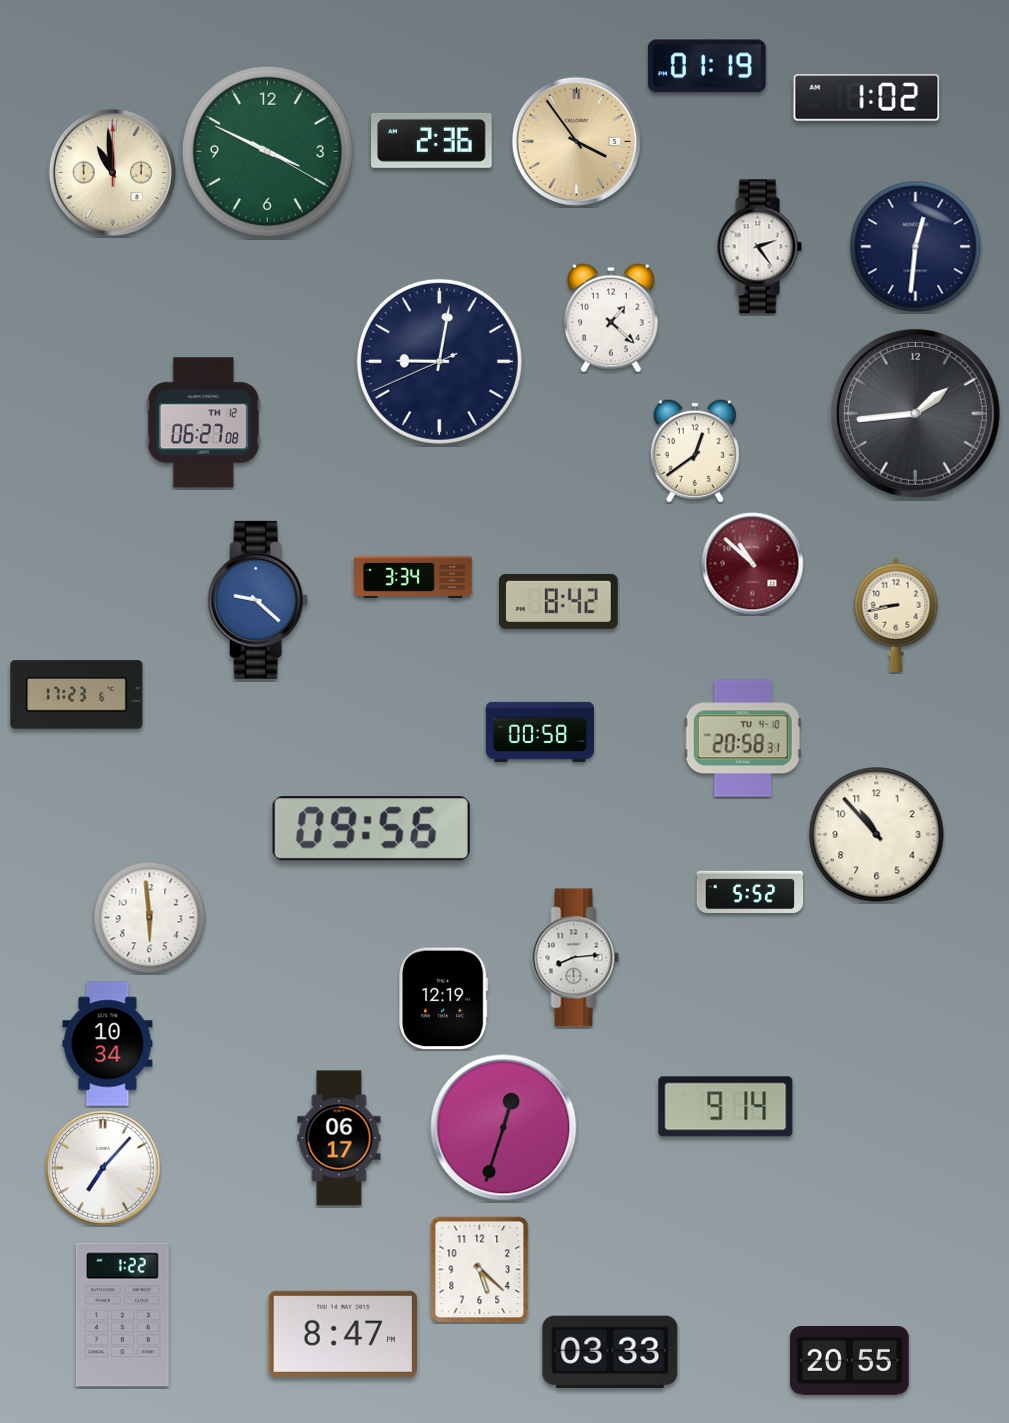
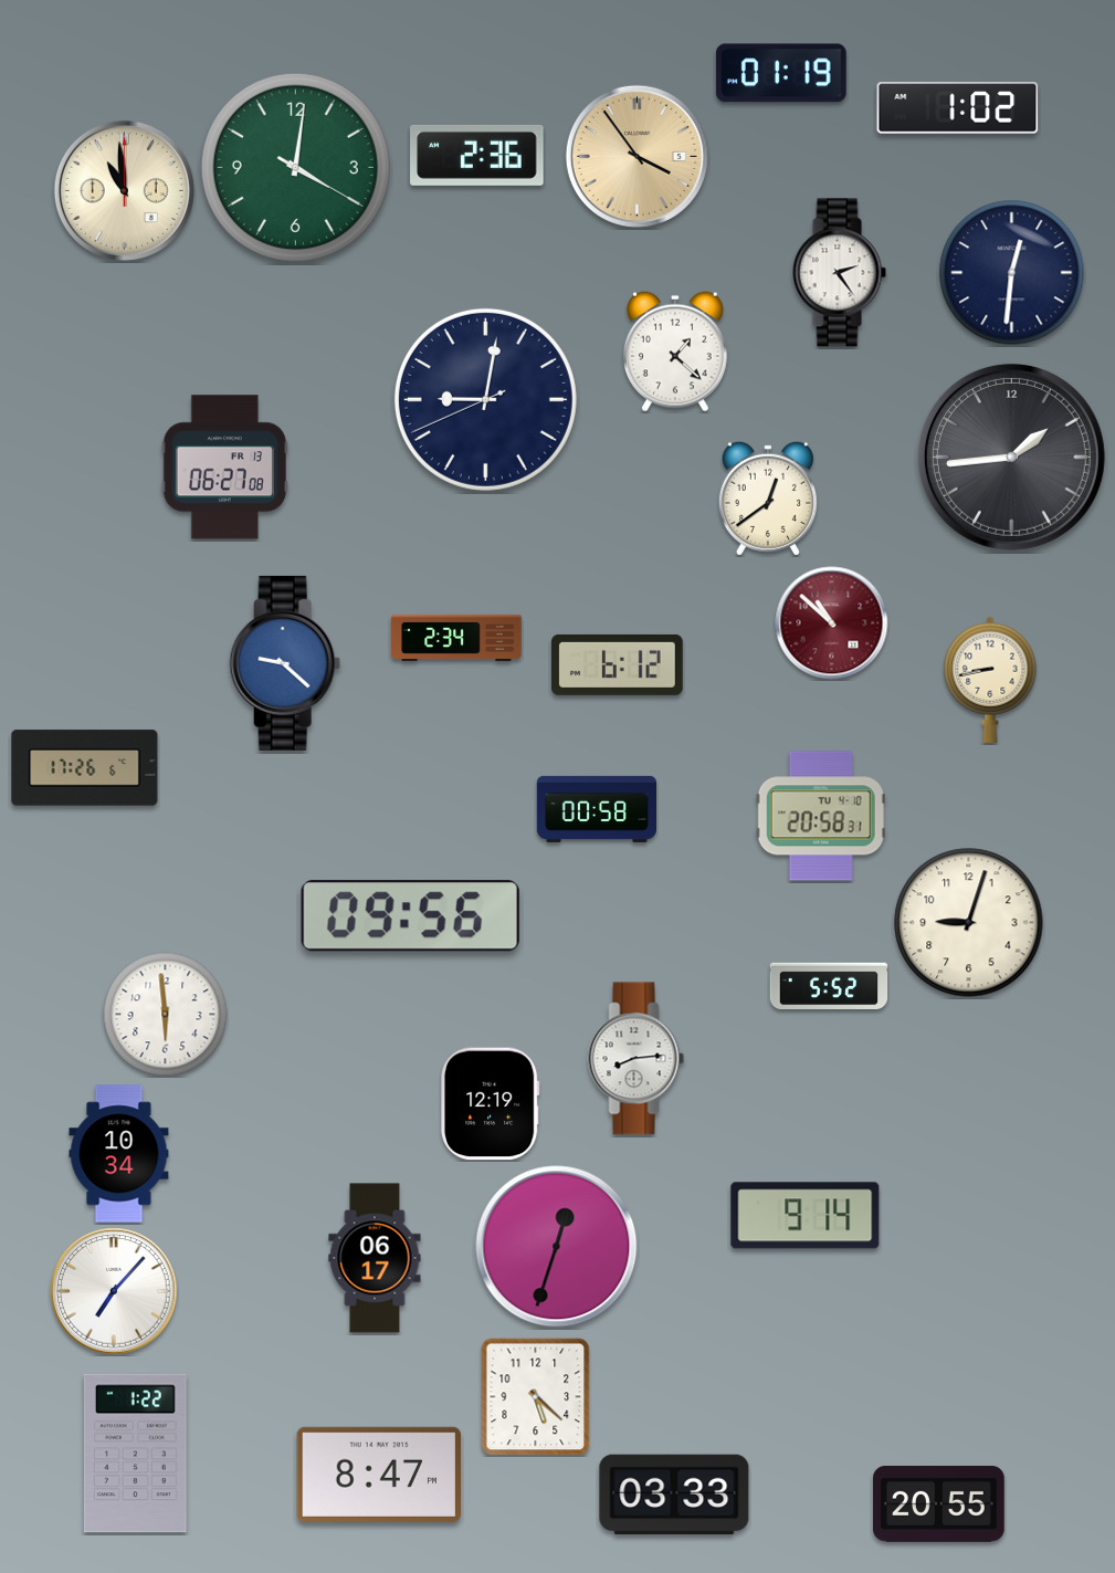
clock at (267, 151): 3:49 -> 4:01
clock at (203, 423) date: TH 12 -> FR 13
clock at (413, 577): 3:34 -> 2:34
clock at (559, 601): 8:42 -> 6:12
clock at (77, 695): 17:23 -> 17:26
clock at (877, 835): 10:53 -> 9:03
clock at (726, 1107) position: (726, 1107) -> (806, 1216)
clock at (480, 1270) position: (480, 1270) -> (536, 1397)
